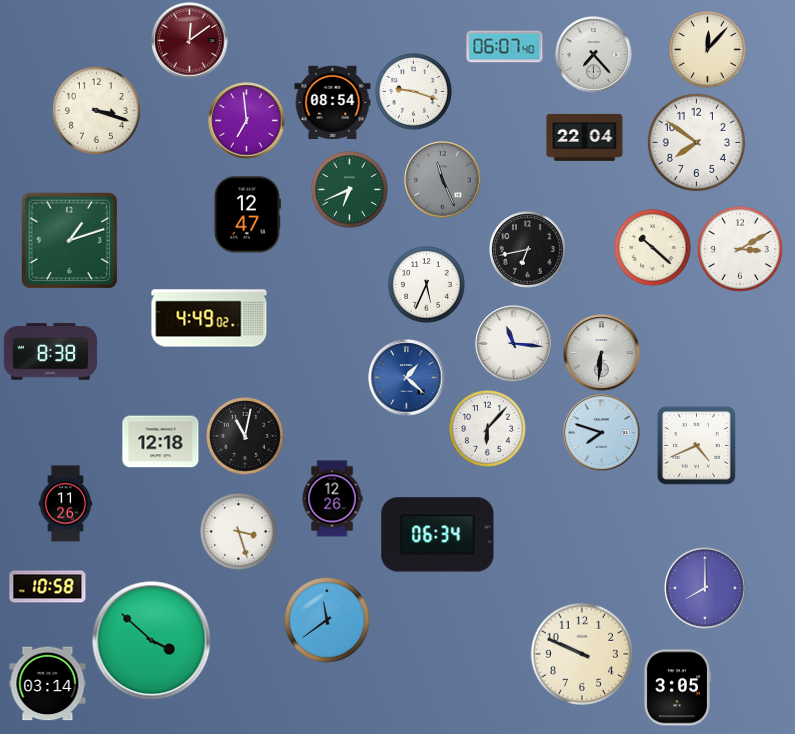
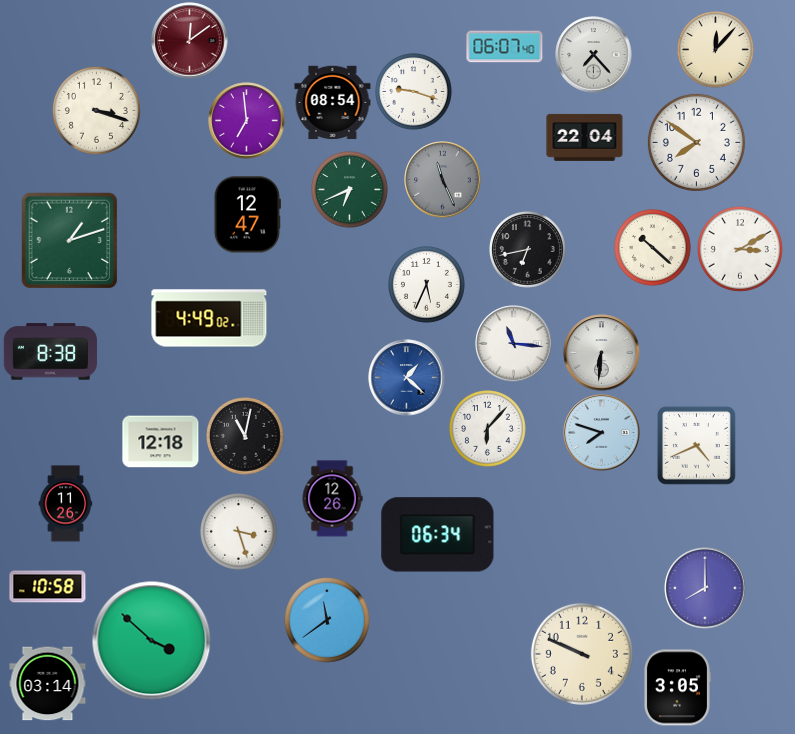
clock at (708, 50) position: (708, 50) -> (716, 50)
